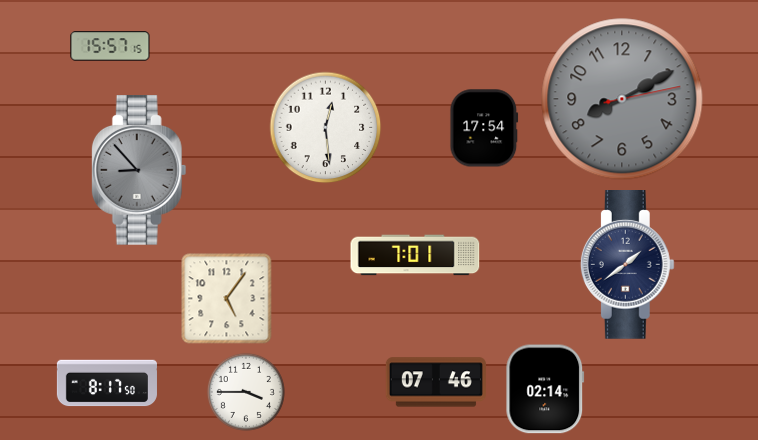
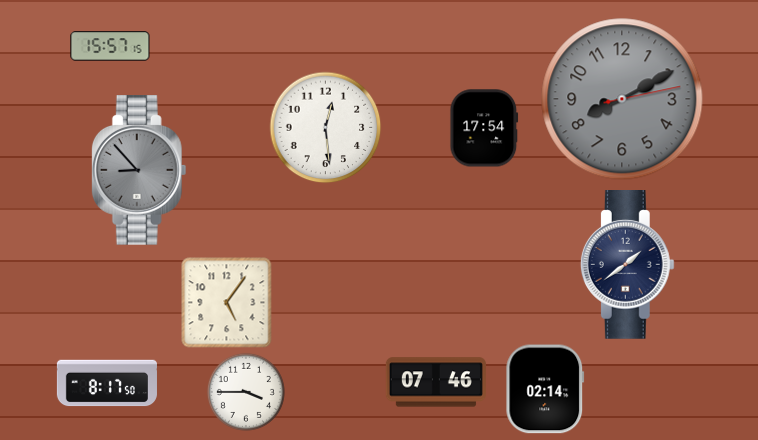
clock at (415, 255): 7:01 -> none
clock at (227, 299) position: (227, 299) -> (227, 303)
